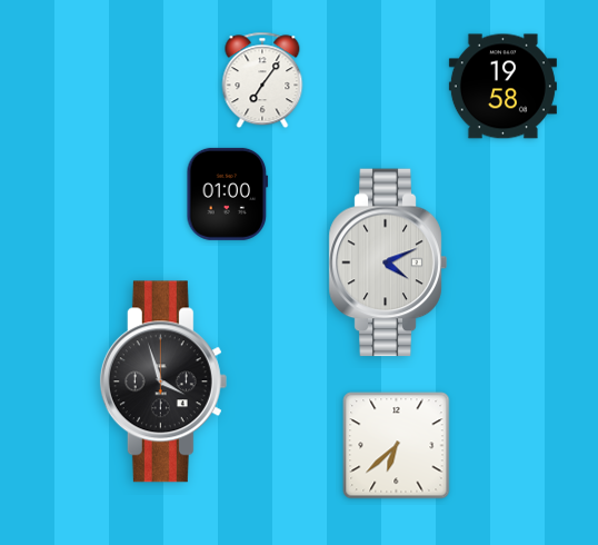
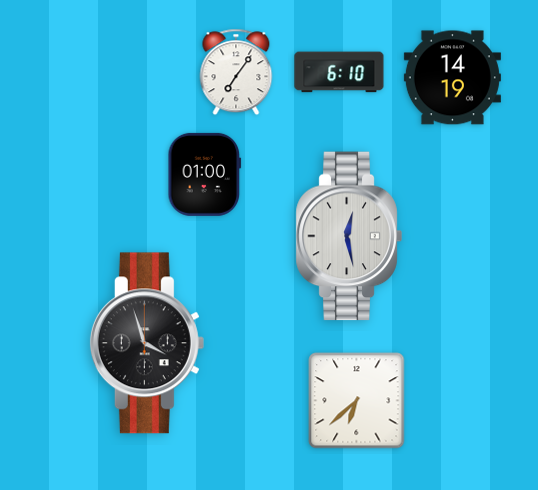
clock at (339, 72): none -> 6:10
clock at (502, 87): 19:58 -> 14:19
clock at (388, 262): 4:11 -> 12:28
